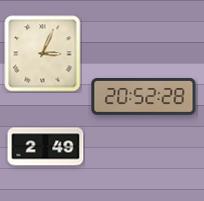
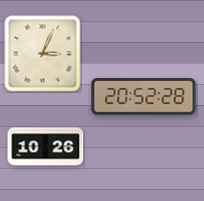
clock at (46, 147): 2:49 -> 10:26
